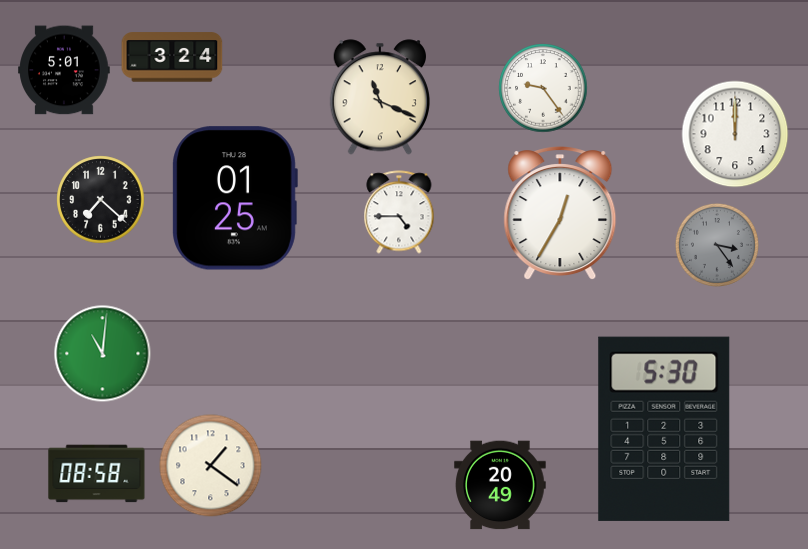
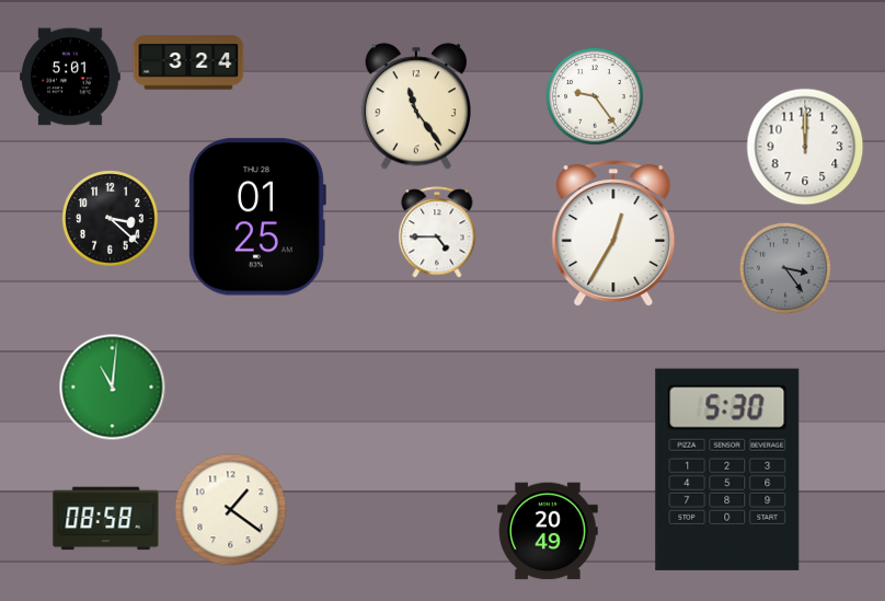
clock at (379, 97): 11:19 -> 11:24
clock at (101, 200): 7:22 -> 3:22
